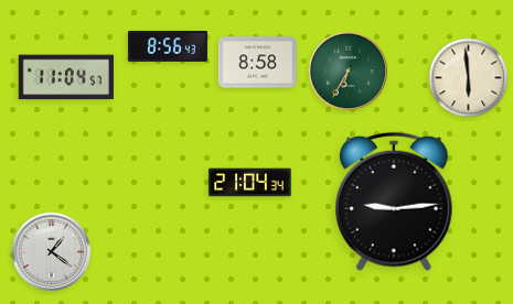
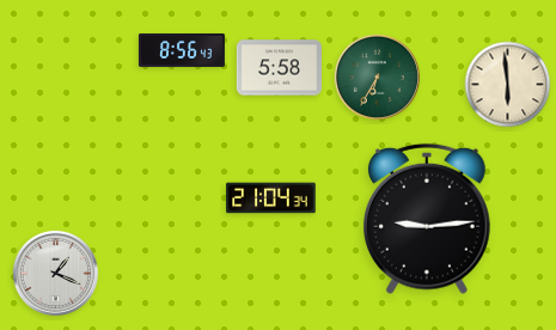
clock at (257, 63): 8:58 -> 5:58
clock at (66, 77): 11:04 -> none
clock at (51, 251): 1:21 -> 1:19
